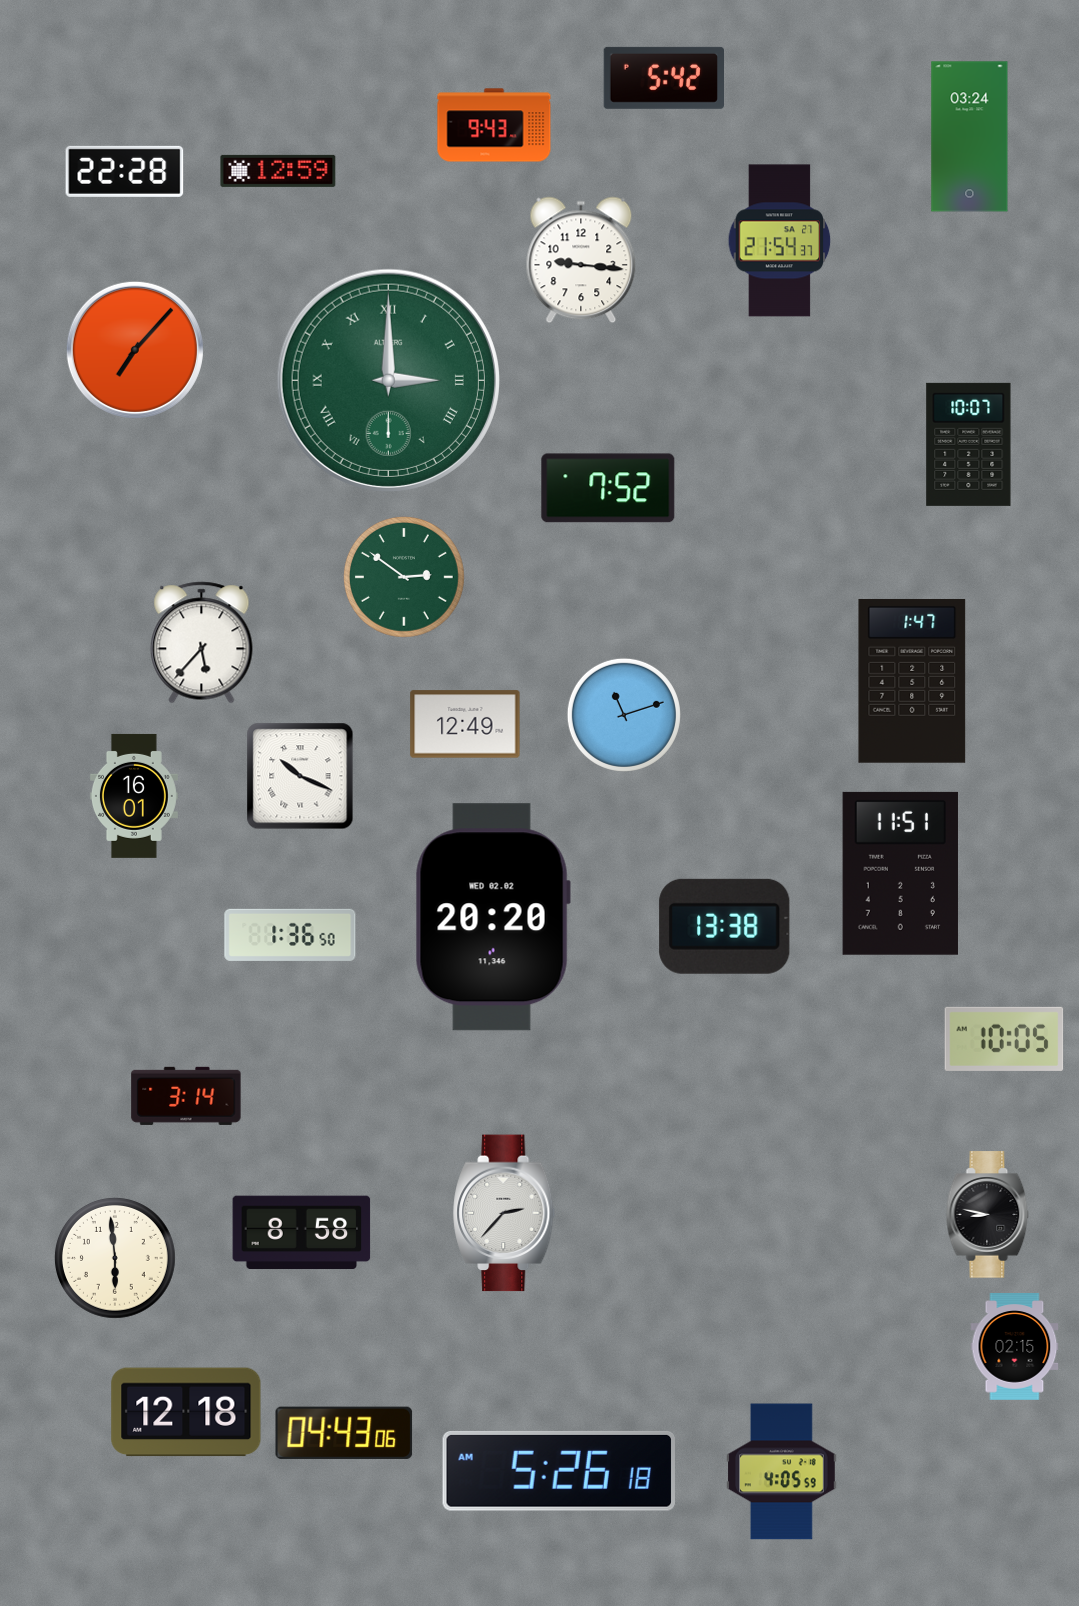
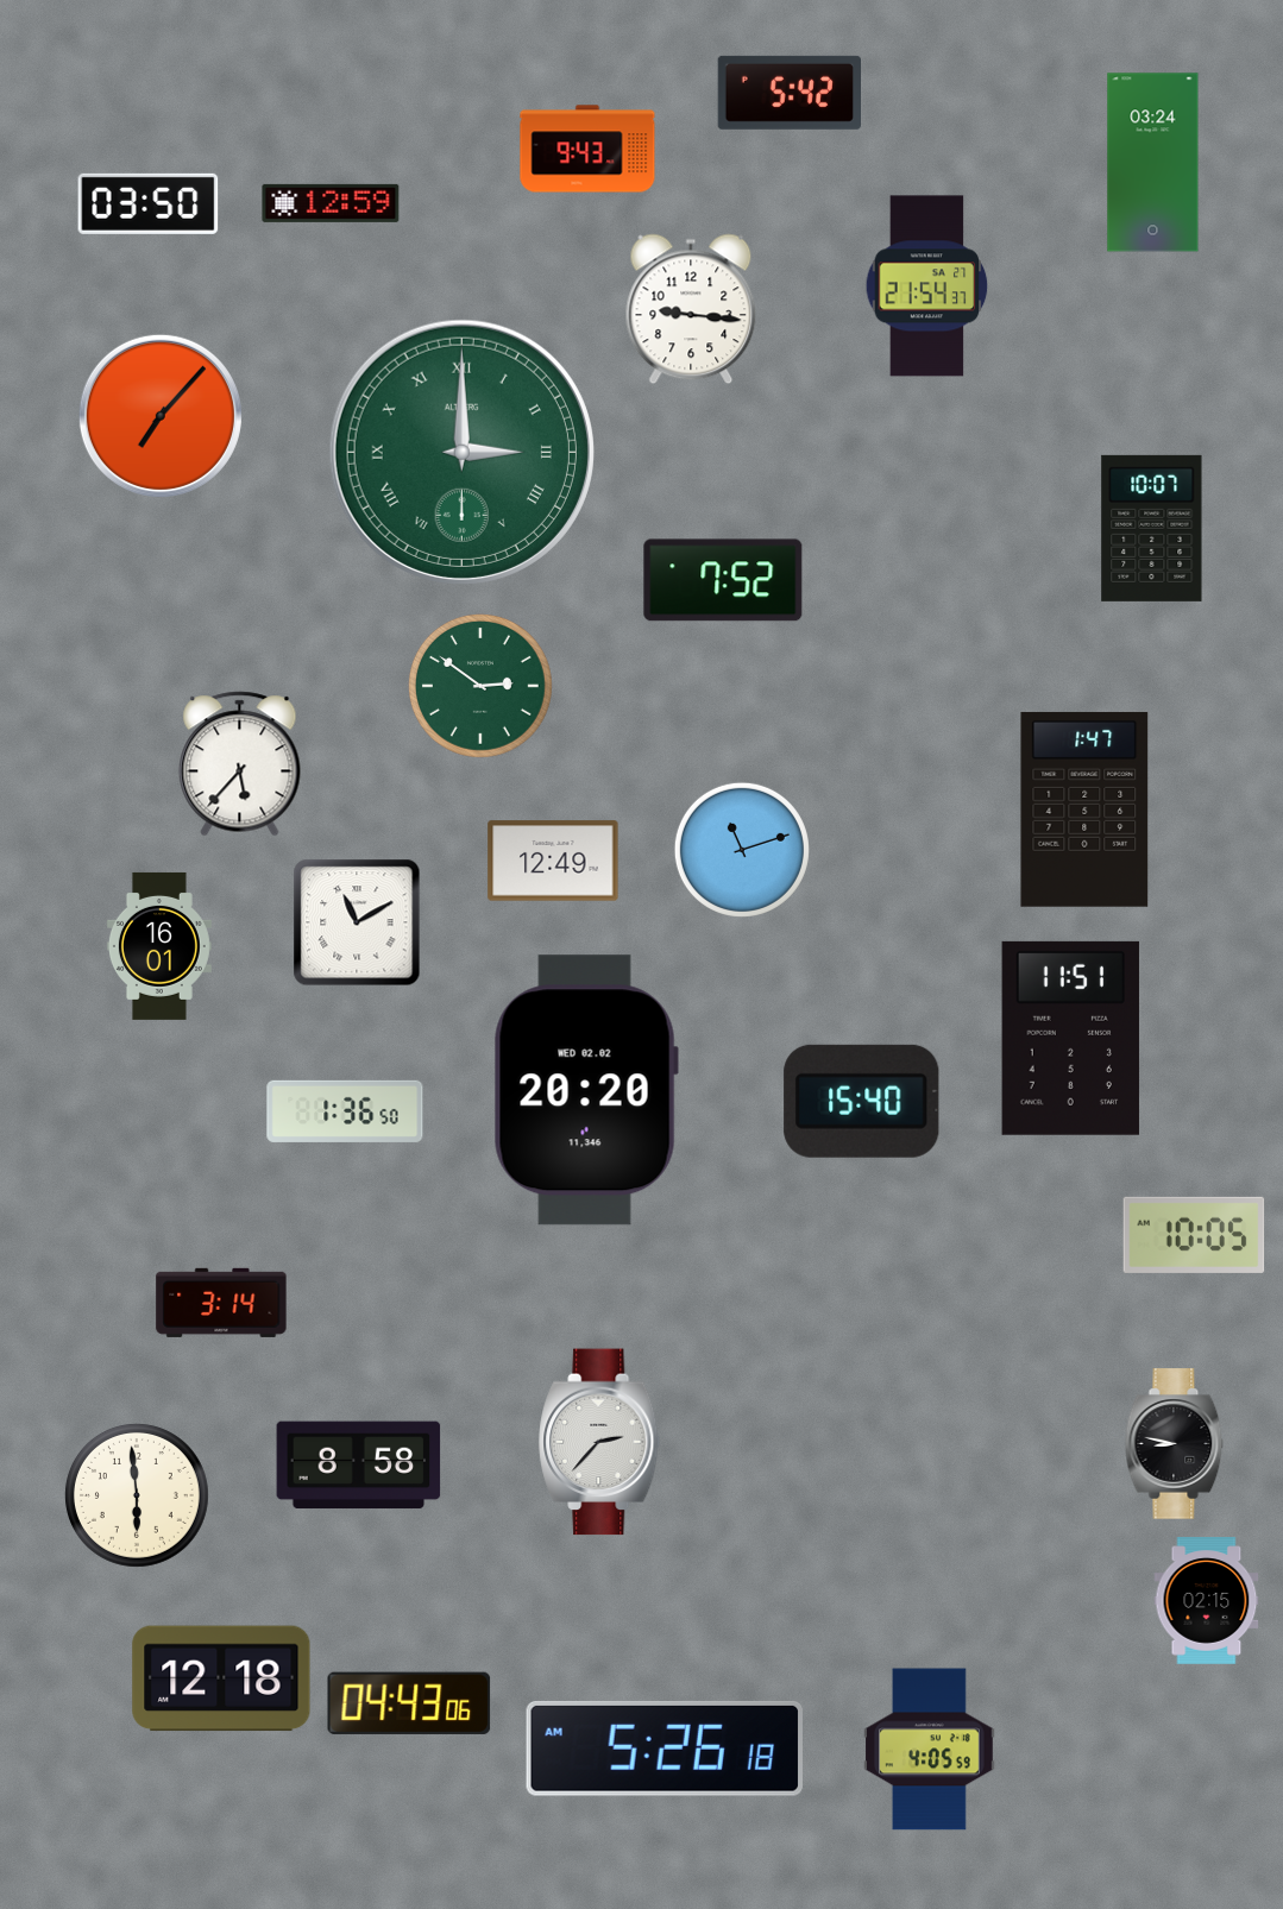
clock at (125, 171): 22:28 -> 03:50
clock at (300, 776): 10:19 -> 11:10
clock at (725, 926): 13:38 -> 15:40
